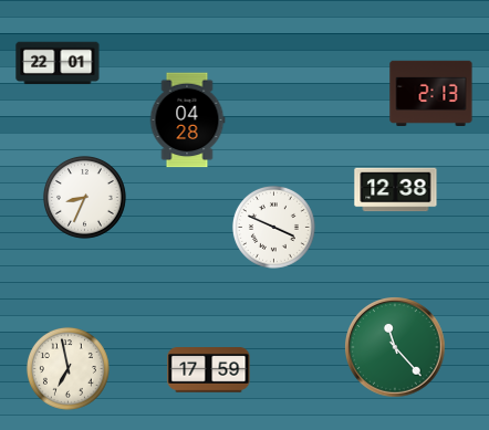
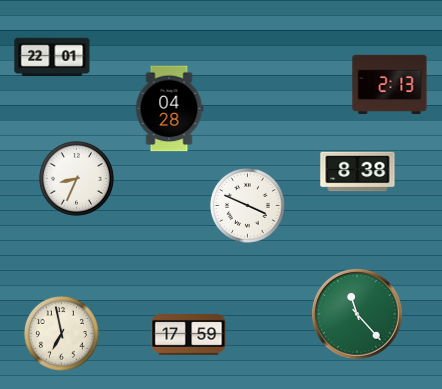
clock at (396, 190): 12:38 -> 8:38
